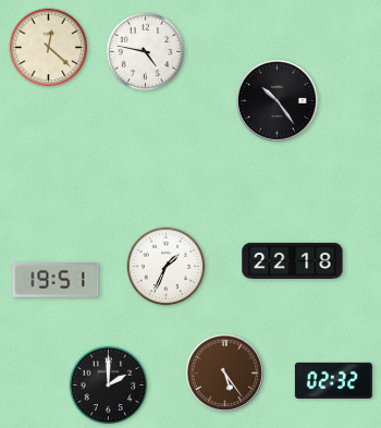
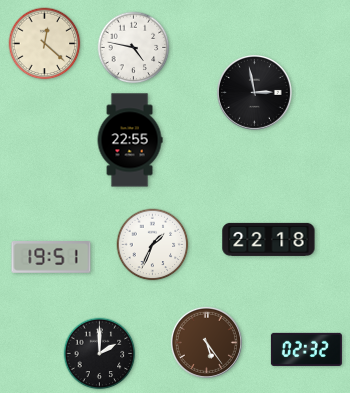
clock at (276, 100): 10:24 -> 2:58
clock at (130, 140): none -> 22:55
